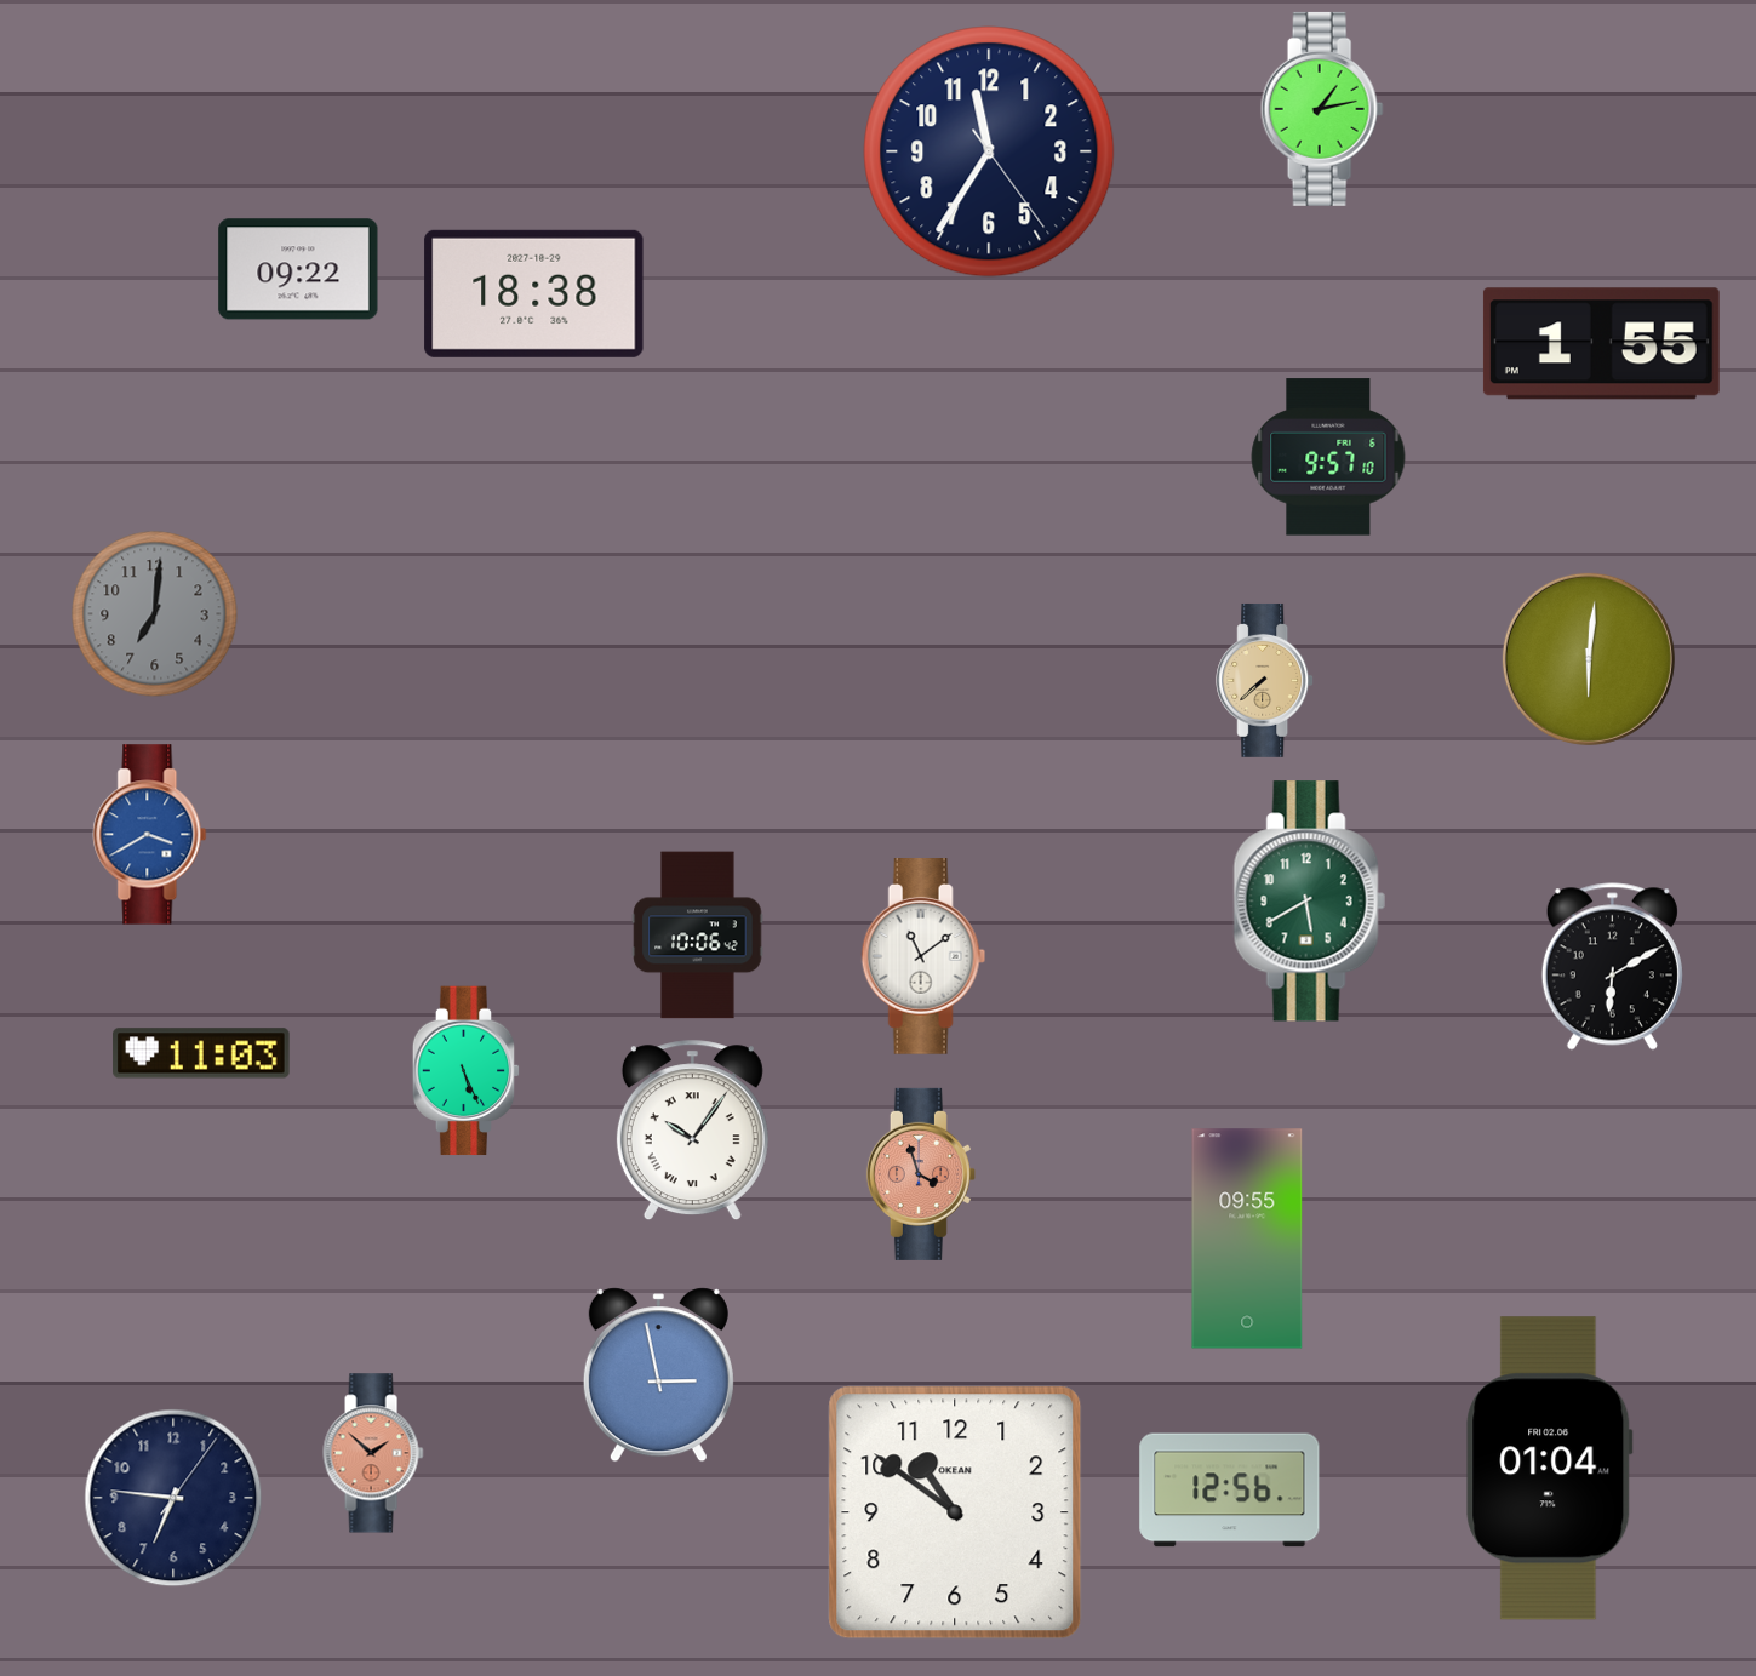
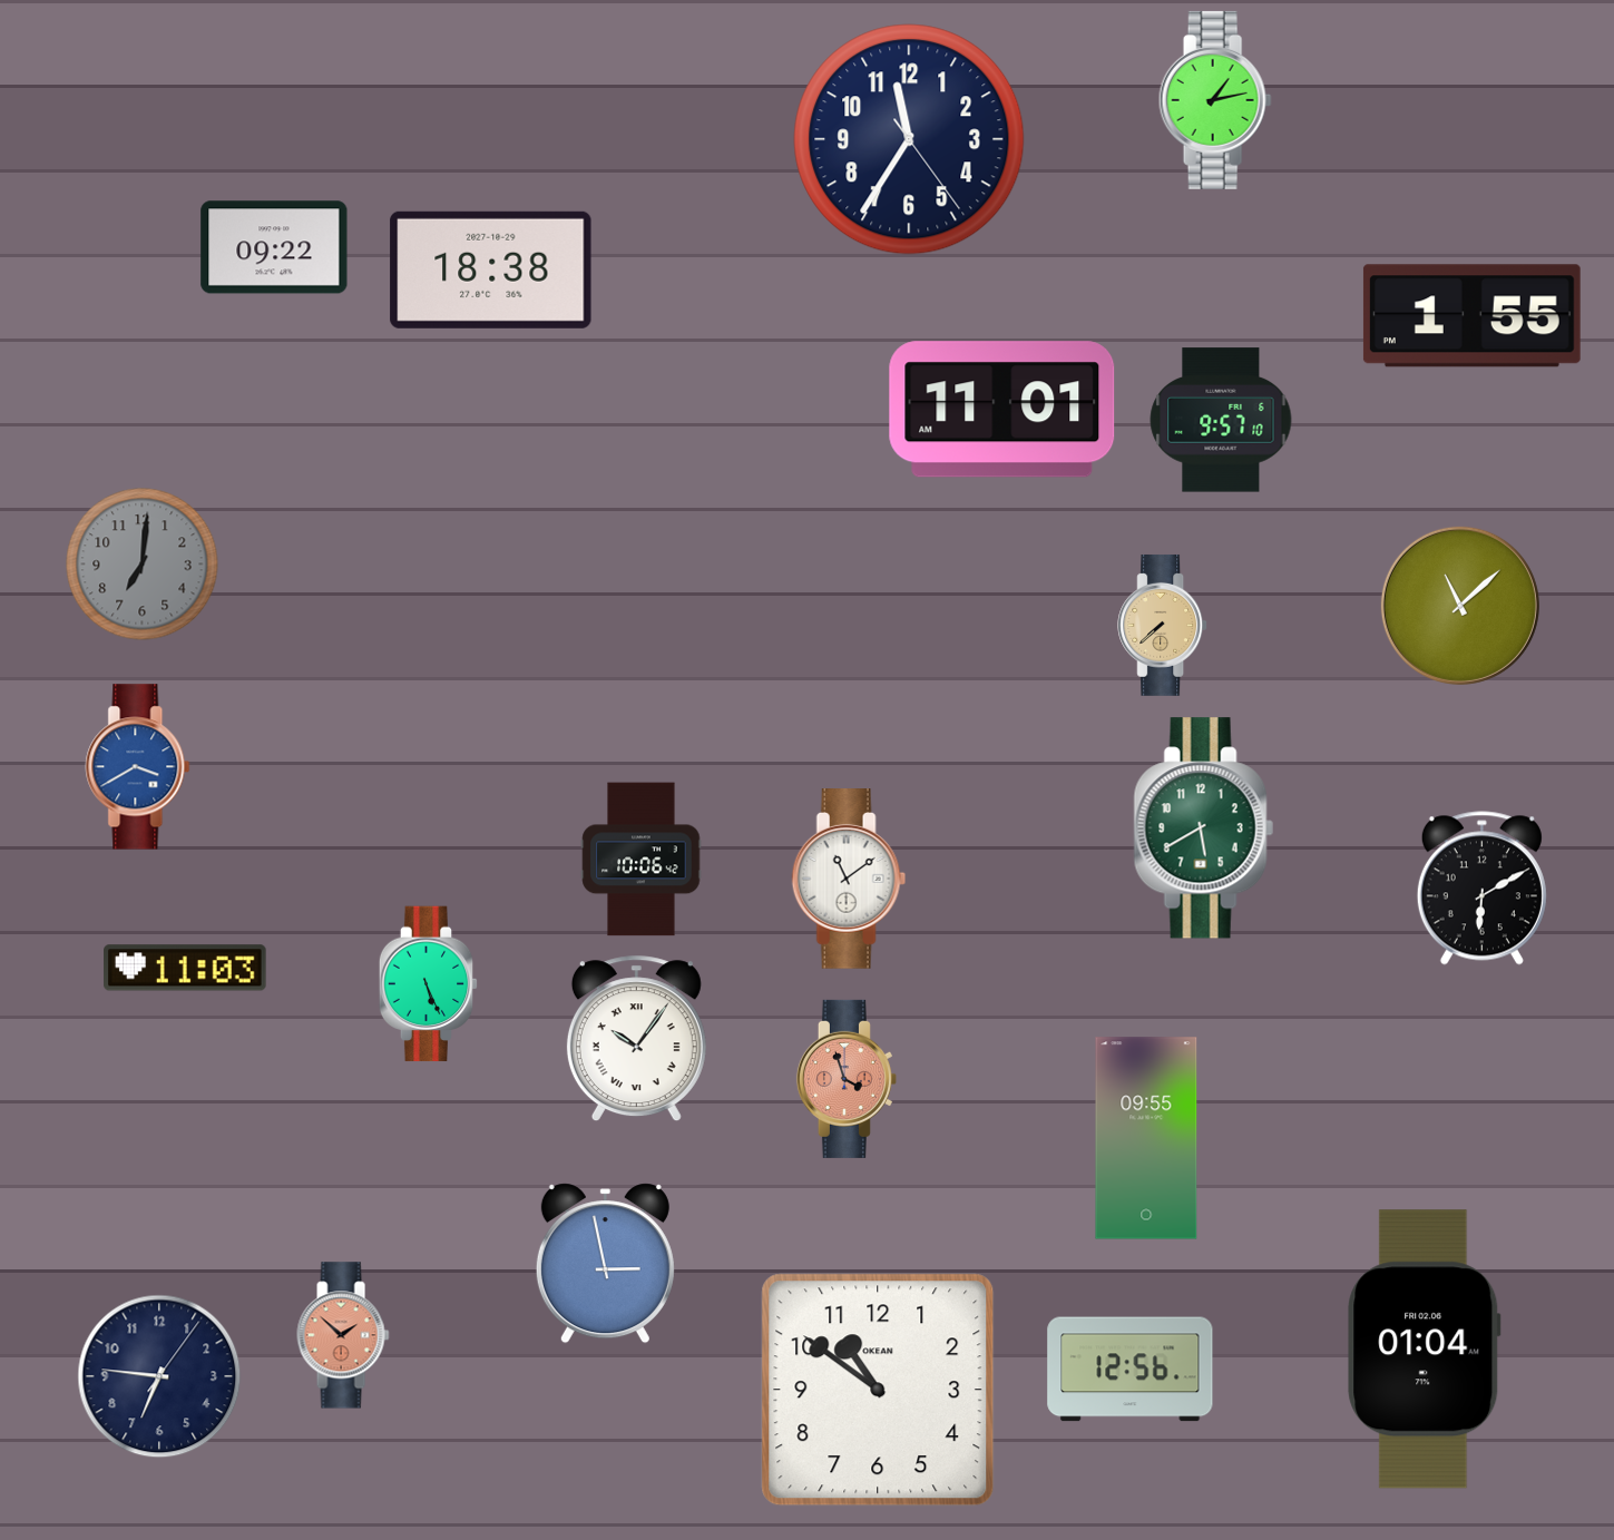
clock at (1002, 410): none -> 11:01
clock at (1589, 659): 6:01 -> 11:08
